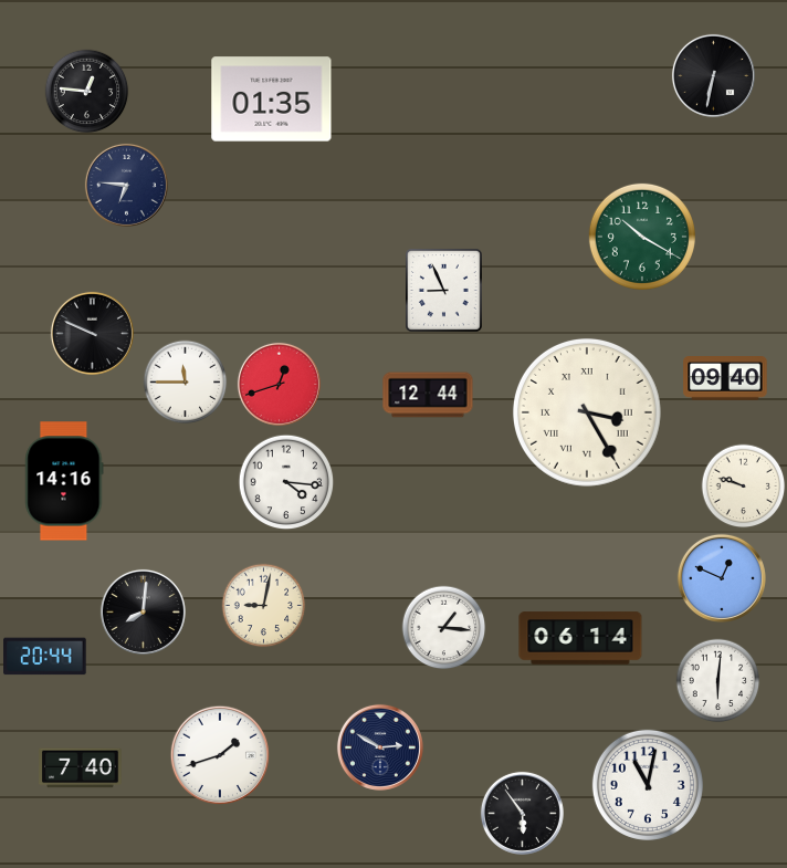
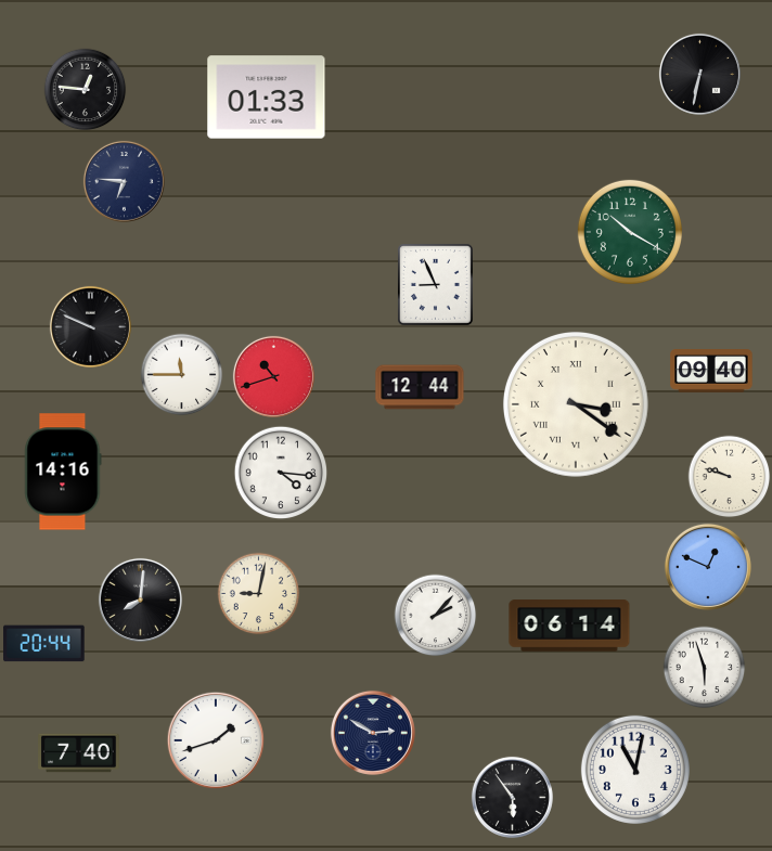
clock at (272, 100): 01:35 -> 01:33
clock at (279, 384): 12:42 -> 10:42
clock at (587, 412): 3:25 -> 3:21
clock at (444, 628): 1:16 -> 2:07
clock at (718, 681): 6:01 -> 5:57
